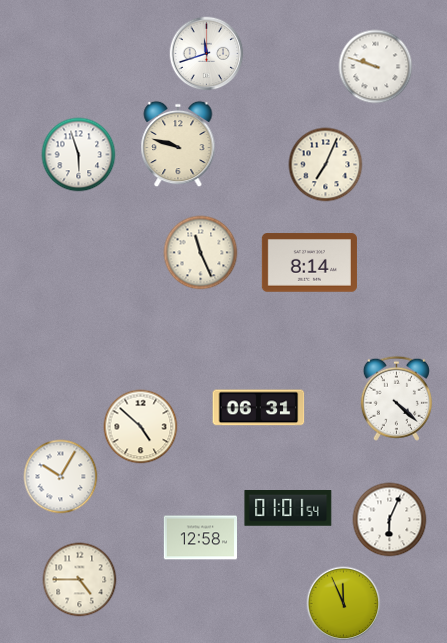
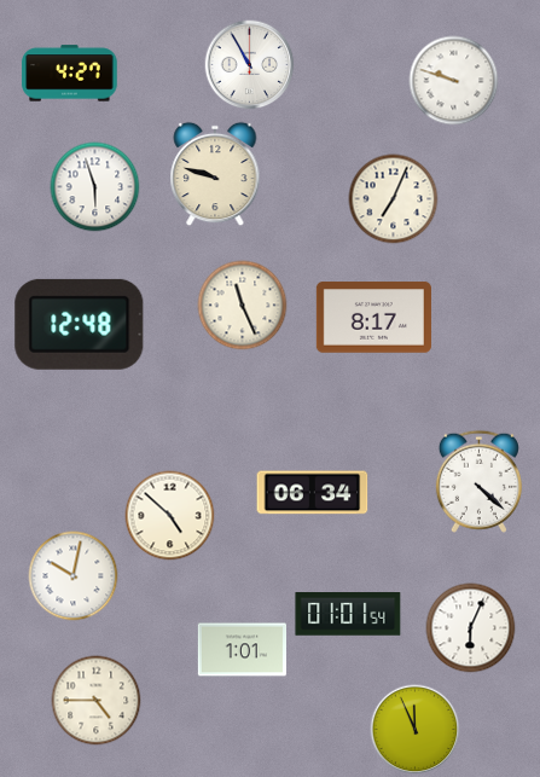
clock at (207, 54): 11:42 -> 10:55
clock at (70, 74): none -> 4:27
clock at (309, 263): 8:14 -> 8:17
clock at (80, 324): none -> 12:48
clock at (259, 408): 06:31 -> 06:34
clock at (61, 477): 10:05 -> 10:02
clock at (200, 538): 12:58 -> 1:01
